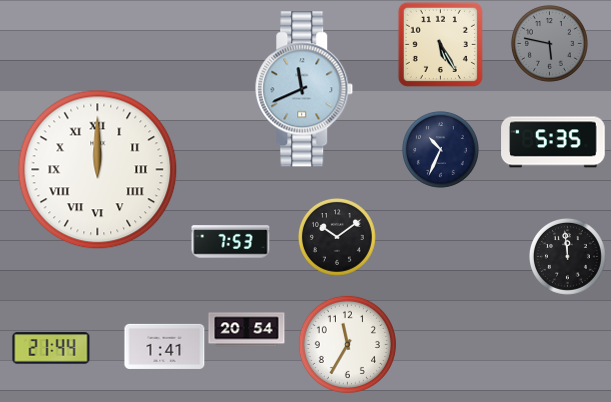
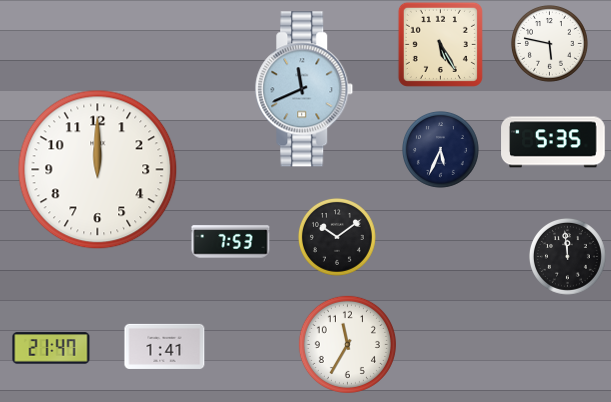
clock at (549, 43) dial: grey -> white
clock at (440, 149): 10:34 -> 5:34
clock at (98, 170) numerals: Roman -> Arabic
clock at (247, 330): 20:54 -> none
clock at (51, 348): 21:44 -> 21:47
